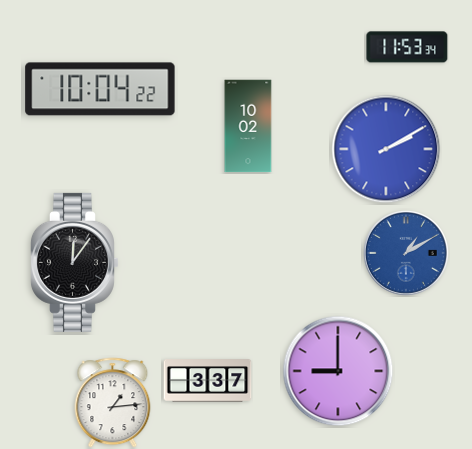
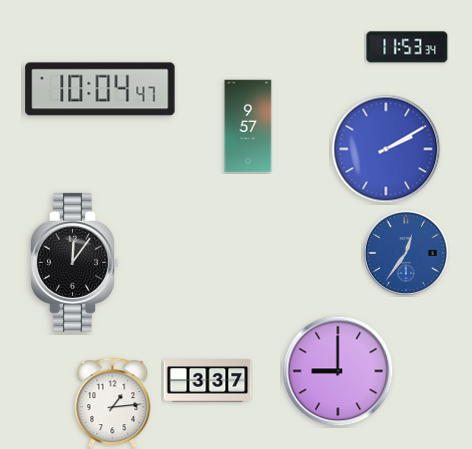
clock at (100, 89): 10:04:22 -> 10:04:47
clock at (248, 126): 10:02 -> 9:57
clock at (406, 253): 1:10 -> 12:36
